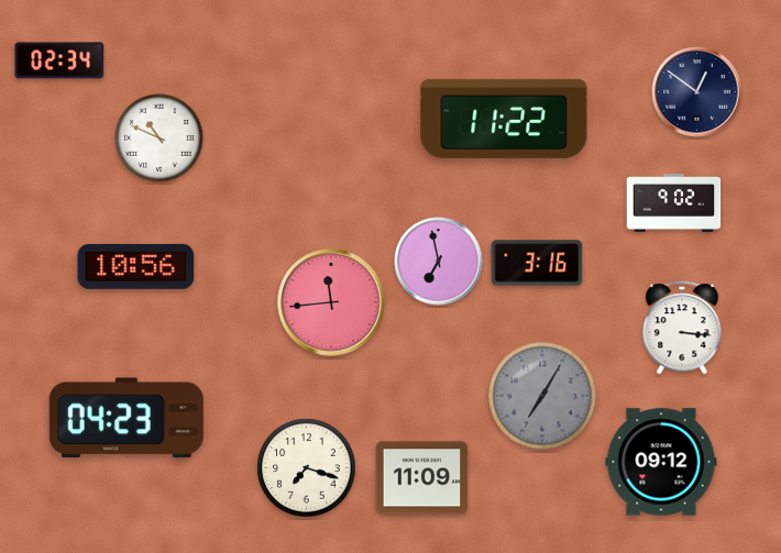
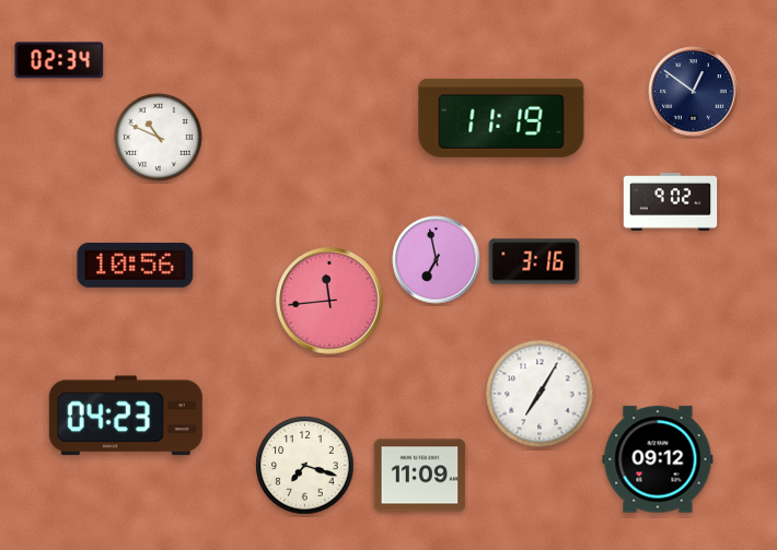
clock at (504, 119): 11:22 -> 11:19
clock at (682, 328): 3:16 -> none
clock at (542, 396) dial: grey -> white
